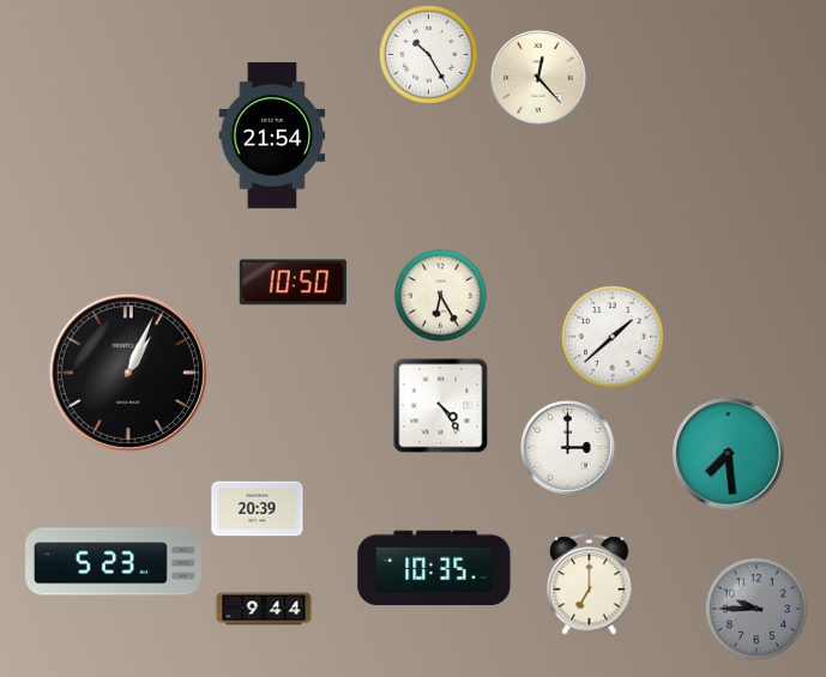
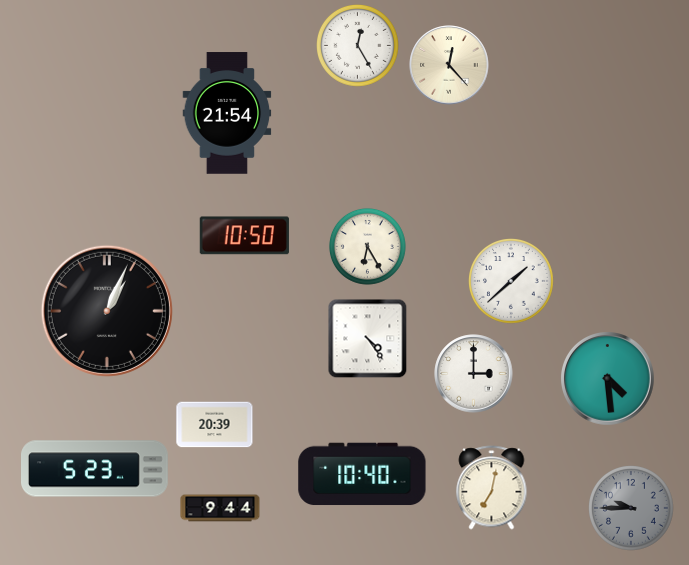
clock at (429, 55): 10:25 -> 12:25
clock at (729, 454): 7:29 -> 4:29
clock at (434, 568): 10:35 -> 10:40
clock at (590, 585): 7:00 -> 7:02
